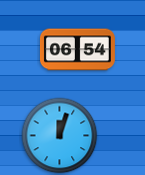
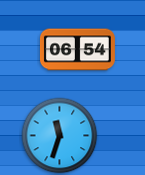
clock at (60, 136): 12:03 -> 11:33
